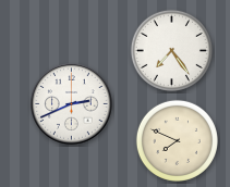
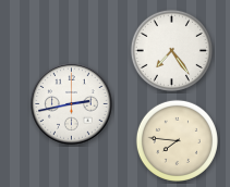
clock at (72, 104): 2:41 -> 2:43
clock at (177, 140): 7:49 -> 7:46
